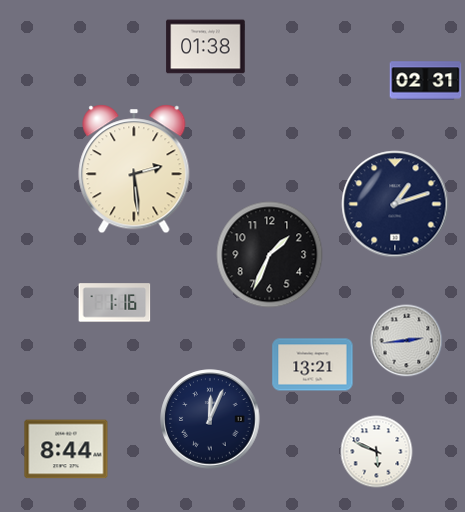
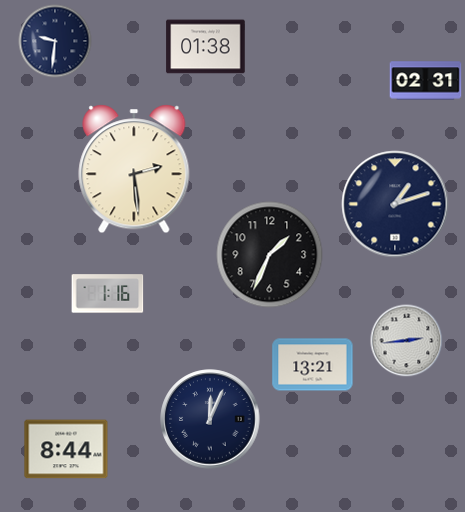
clock at (55, 41): none -> 9:31
clock at (115, 303) position: (115, 303) -> (108, 294)
clock at (377, 452): 5:49 -> none
